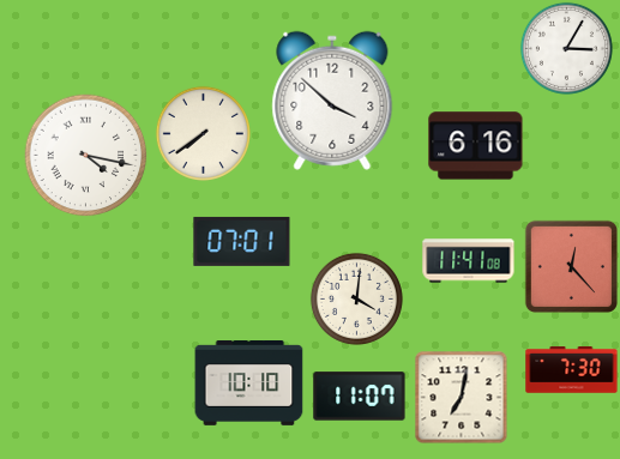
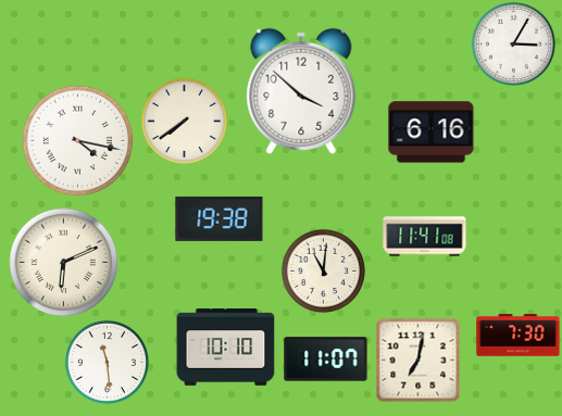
clock at (242, 241): 07:01 -> 19:38
clock at (571, 266): 12:23 -> none
clock at (64, 263): none -> 6:11
clock at (356, 298): 4:01 -> 11:01
clock at (107, 362): none -> 11:29
